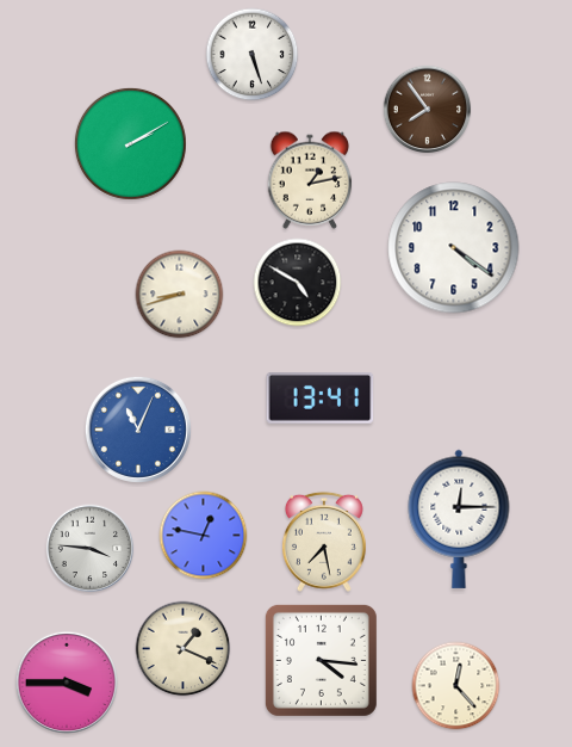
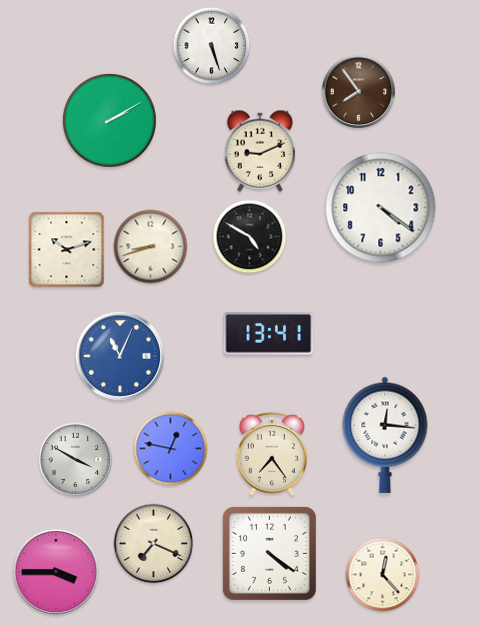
clock at (310, 180): 1:13 -> 9:11
clock at (67, 250): none -> 10:12
clock at (138, 430) position: (138, 430) -> (120, 356)
clock at (459, 519): 12:15 -> 12:16
clock at (324, 542): 7:28 -> 7:24
clock at (91, 549): 3:46 -> 3:50
clock at (184, 649): 1:19 -> 7:19
clock at (321, 660): 4:16 -> 4:21
